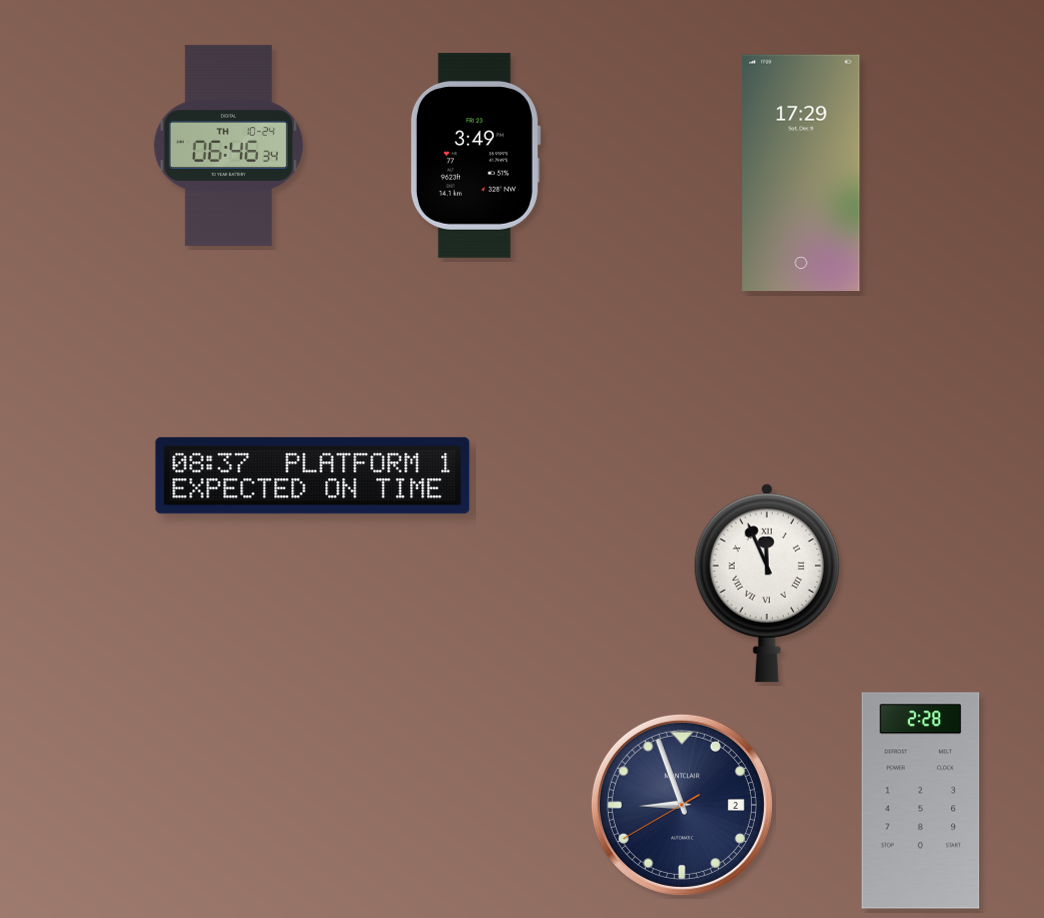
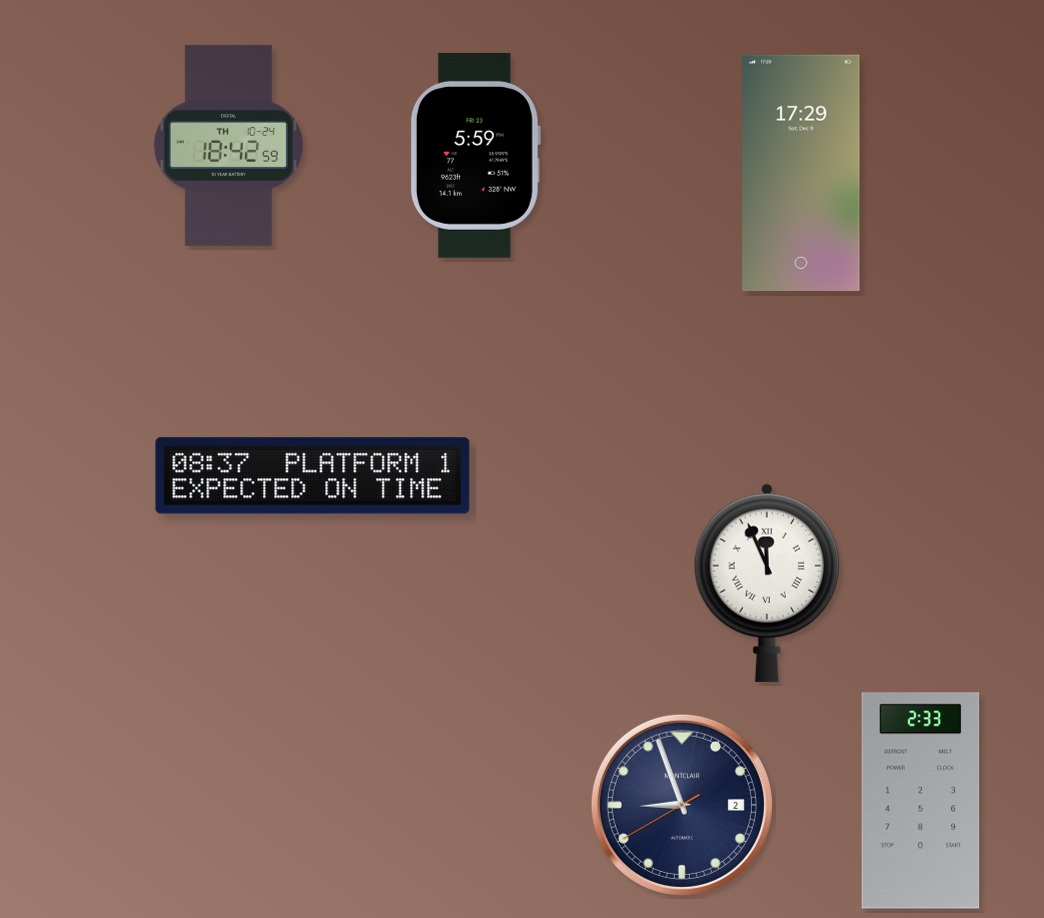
clock at (228, 145): 06:46 -> 18:42
clock at (475, 155): 3:49 -> 5:59
clock at (921, 801): 2:28 -> 2:33
